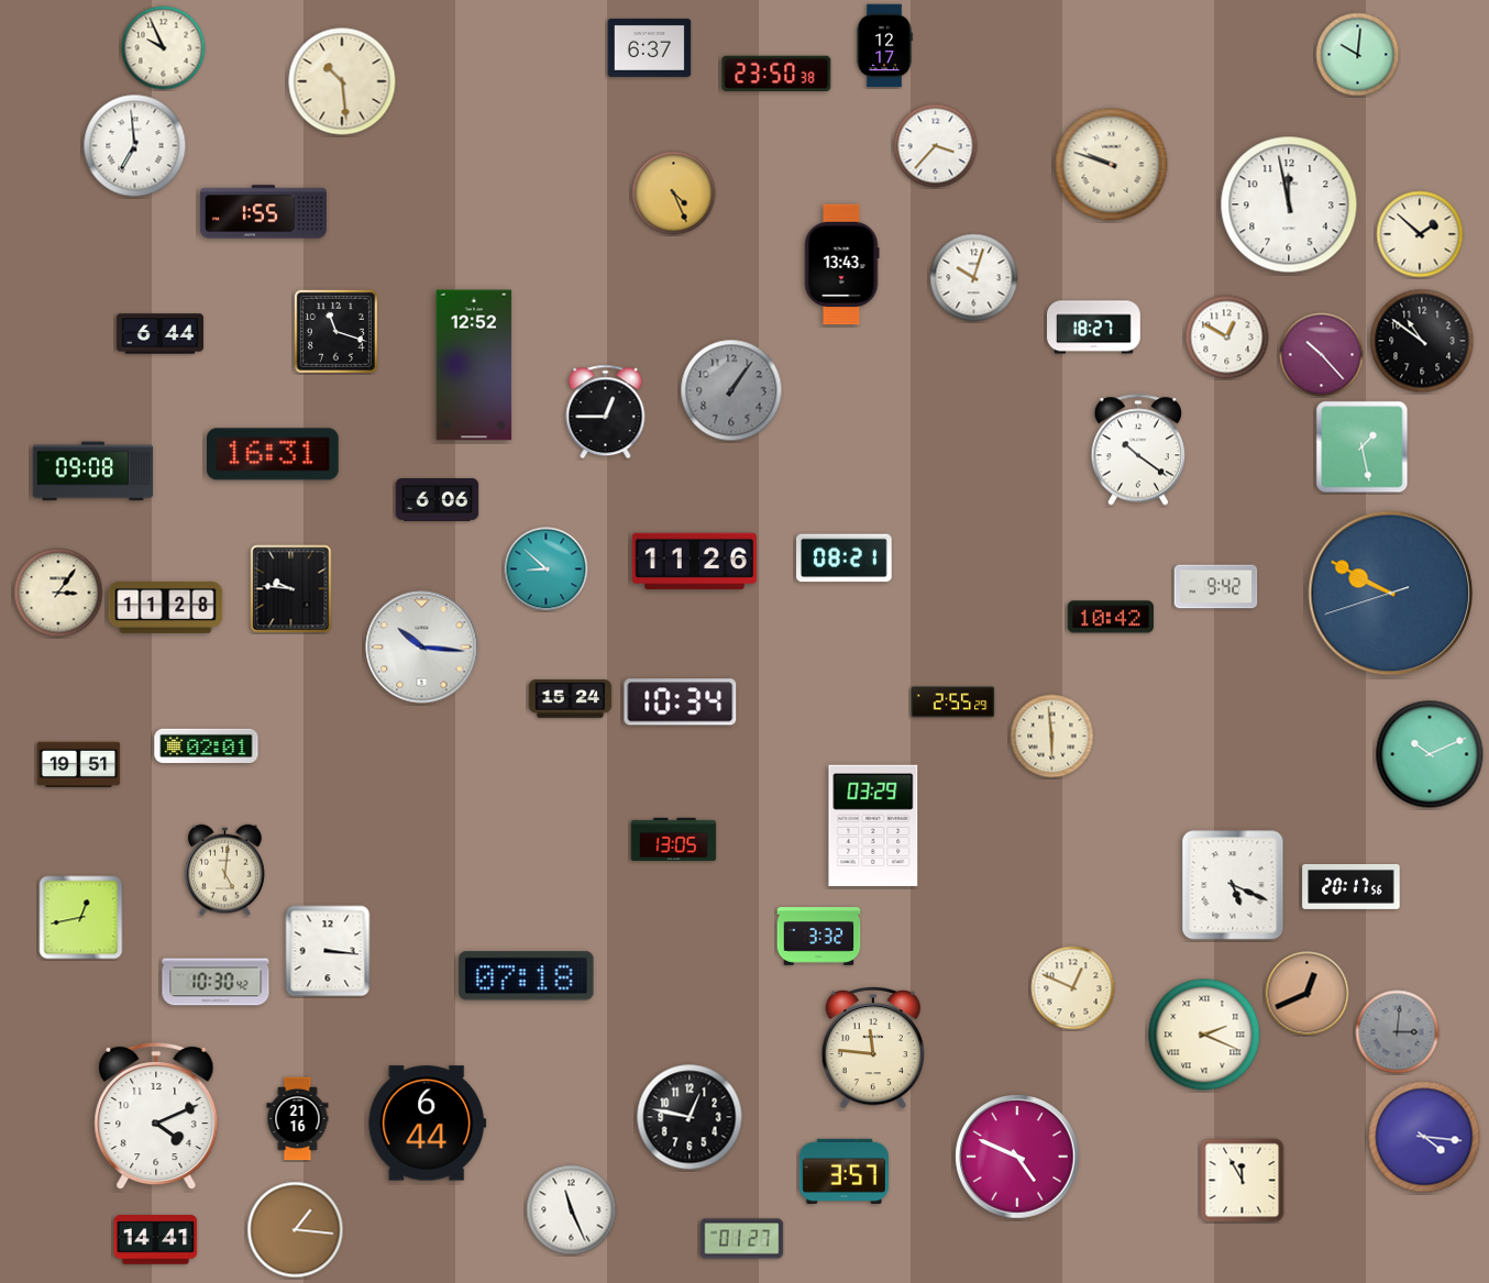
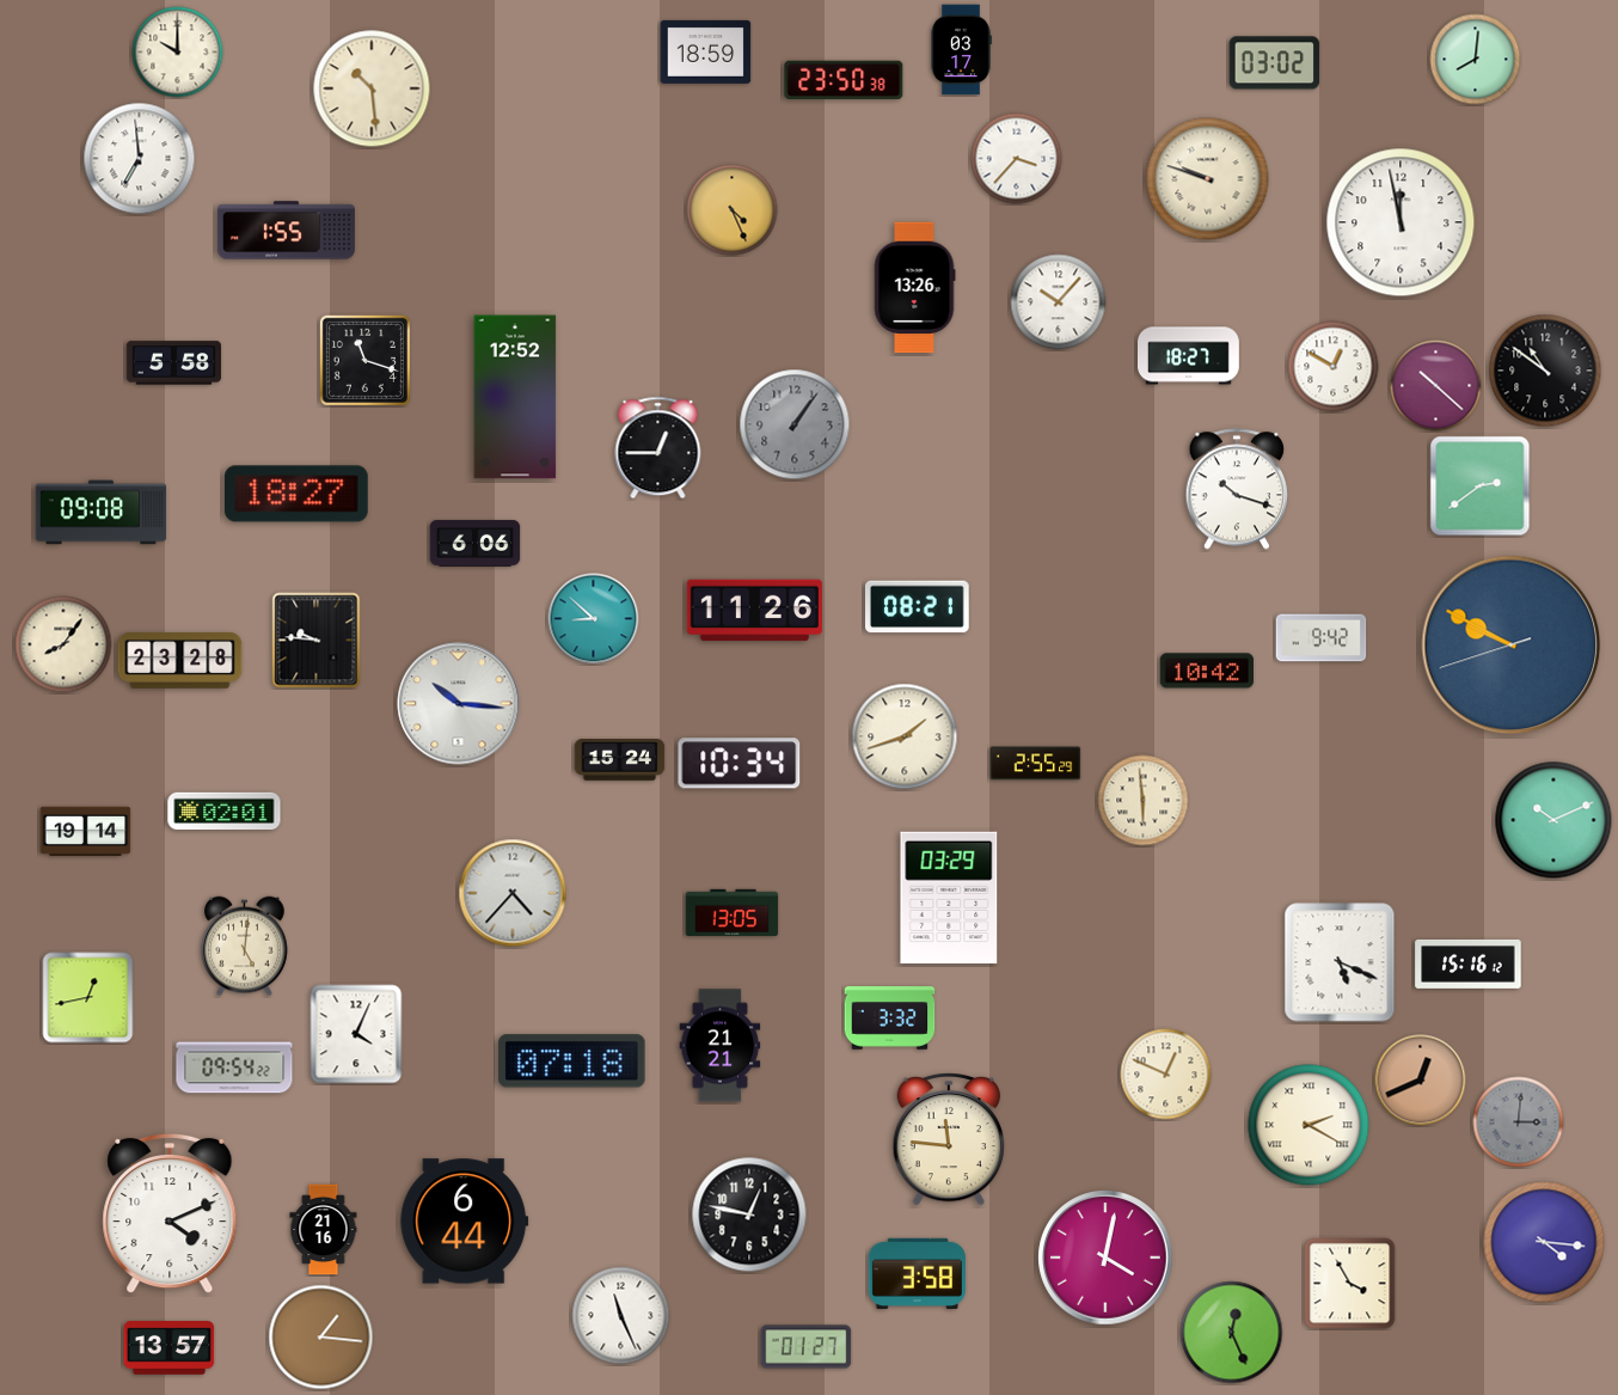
clock at (884, 46): 12:17 -> 03:17
clock at (650, 47): 6:37 -> 18:59
clock at (164, 48): 9:56 -> 10:00
clock at (1358, 55): 10:01 -> 8:01
clock at (1275, 63): none -> 03:02
clock at (135, 146) position: (135, 146) -> (140, 159)
clock at (1420, 234): 1:52 -> none
clock at (841, 265): 13:43 -> 13:26
clock at (974, 278): 10:03 -> 10:07
clock at (159, 334): 6:44 -> 5:58
clock at (1322, 355): 10:23 -> 10:22
clock at (1363, 447): 1:28 -> 2:39
clock at (1138, 450): 10:21 -> 10:18
clock at (273, 454): 16:31 -> 18:27
clock at (58, 593): 3:06 -> 8:06
clock at (166, 608): 11:28 -> 23:28
clock at (905, 736): none -> 1:42
clock at (79, 765): 19:51 -> 19:14
clock at (513, 893): none -> 4:37
clock at (1352, 886): 20:17 -> 15:16
clock at (328, 951): 3:16 -> 4:04
clock at (721, 1046): none -> 21:21
clock at (216, 982): 10:30 -> 09:54
clock at (1204, 1035): 2:19 -> 2:20
clock at (298, 1119) position: (298, 1119) -> (324, 1230)
clock at (1424, 1137) position: (1424, 1137) -> (1544, 1242)
clock at (1017, 1157): 4:49 -> 4:02
clock at (843, 1171): 3:57 -> 3:58
clock at (1243, 1181): 11:55 -> 3:55
clock at (1232, 1333): none -> 12:26
clock at (156, 1240): 14:41 -> 13:57
